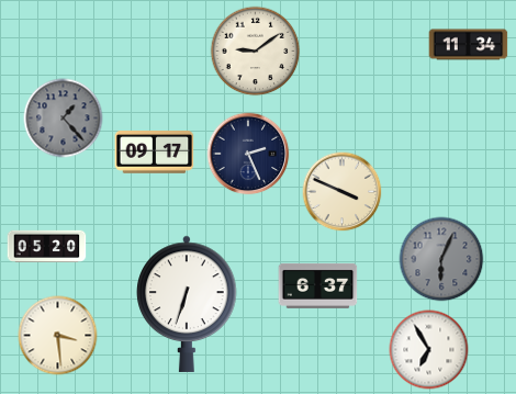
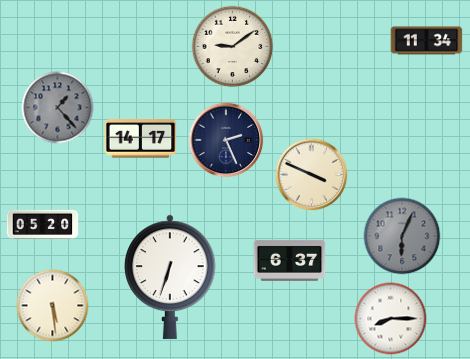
clock at (155, 153): 09:17 -> 14:17
clock at (58, 336): 3:29 -> 5:29
clock at (429, 350): 6:55 -> 8:15
